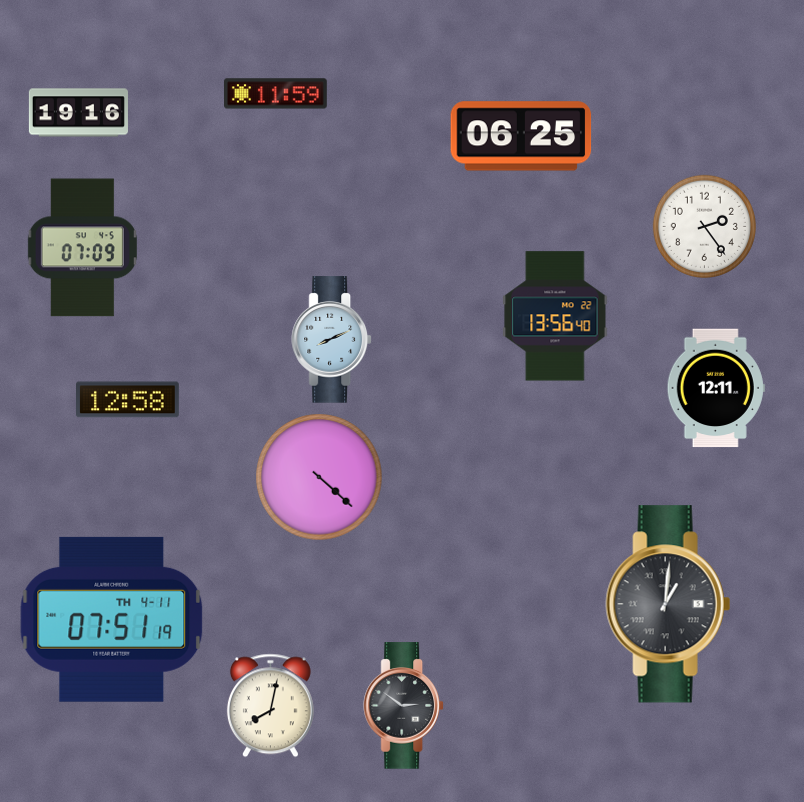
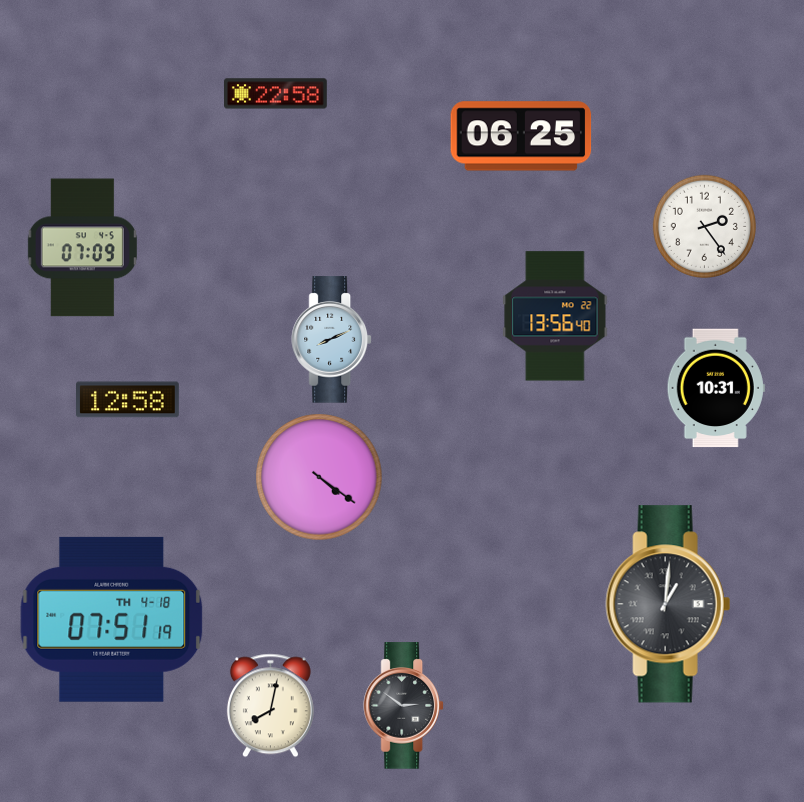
clock at (276, 94): 11:59 -> 22:58
clock at (78, 113): 19:16 -> none
clock at (716, 388): 12:11 -> 10:31
clock at (319, 477): 4:22 -> 4:21
clock at (112, 619) date: TH 4-11 -> TH 4-18
